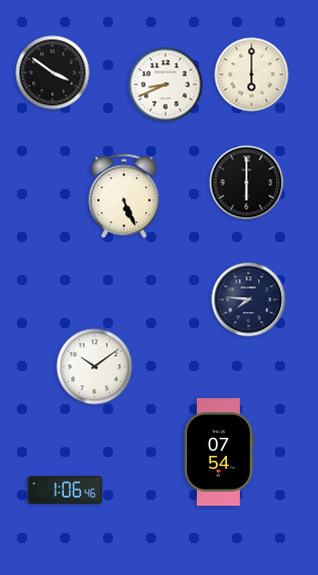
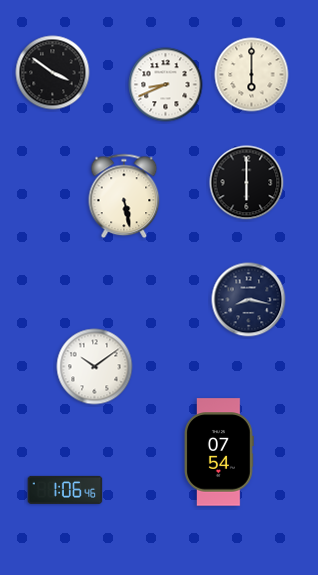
clock at (124, 196): 5:26 -> 5:28
clock at (249, 300): 7:46 -> 8:17
